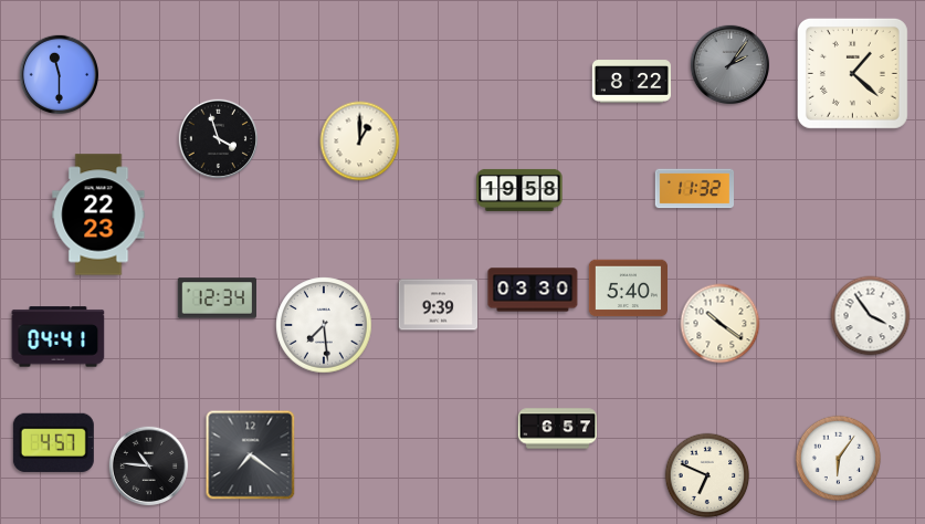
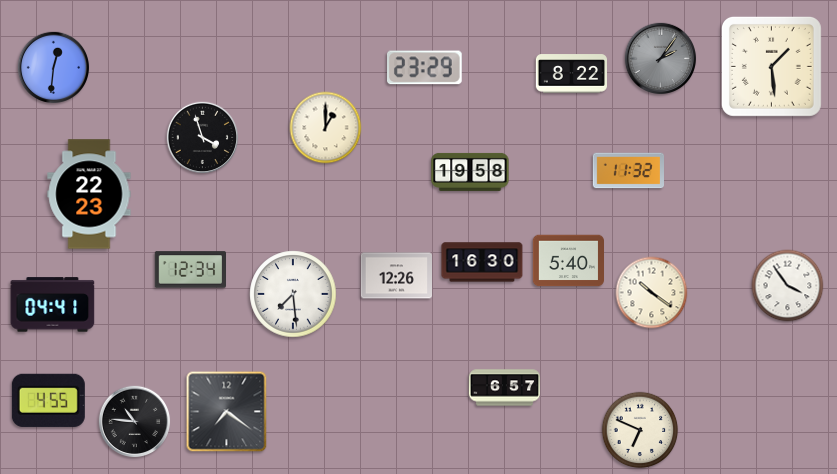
clock at (852, 73): 1:22 -> 1:29
clock at (60, 75): 11:30 -> 12:31
clock at (425, 68): none -> 23:29
clock at (219, 139) position: (219, 139) -> (203, 138)
clock at (533, 290): 03:30 -> 16:30
clock at (217, 298) position: (217, 298) -> (190, 270)
clock at (438, 305): 9:39 -> 12:26
clock at (53, 442): 4:57 -> 4:55
clock at (839, 459): 6:06 -> none
